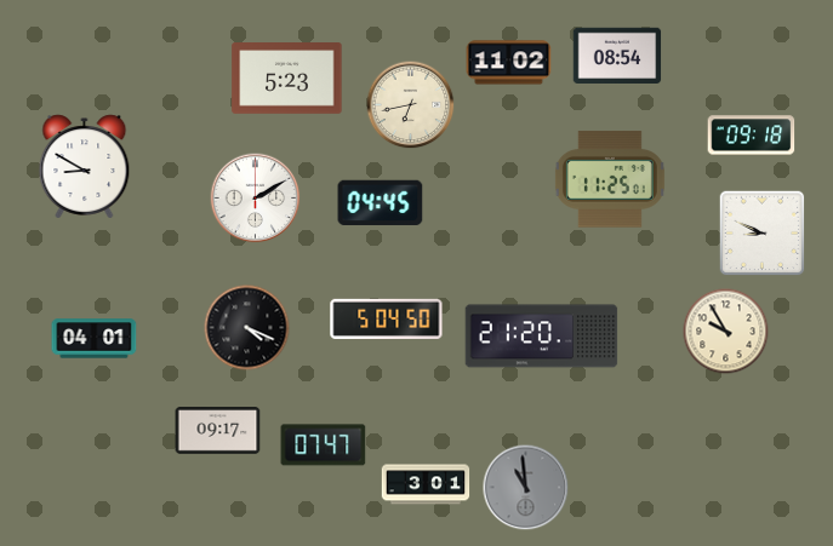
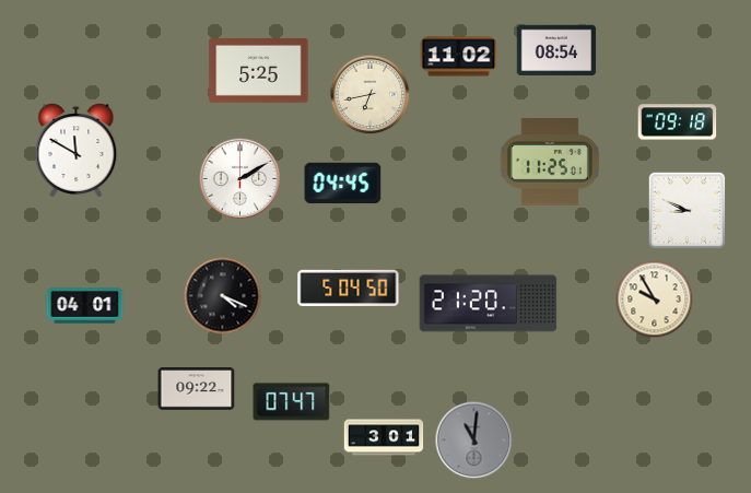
clock at (287, 79): 5:23 -> 5:25
clock at (85, 167): 8:50 -> 11:50
clock at (256, 199) position: (256, 199) -> (240, 179)
clock at (218, 431): 09:17 -> 09:22
clock at (526, 488): 10:59 -> 11:01
